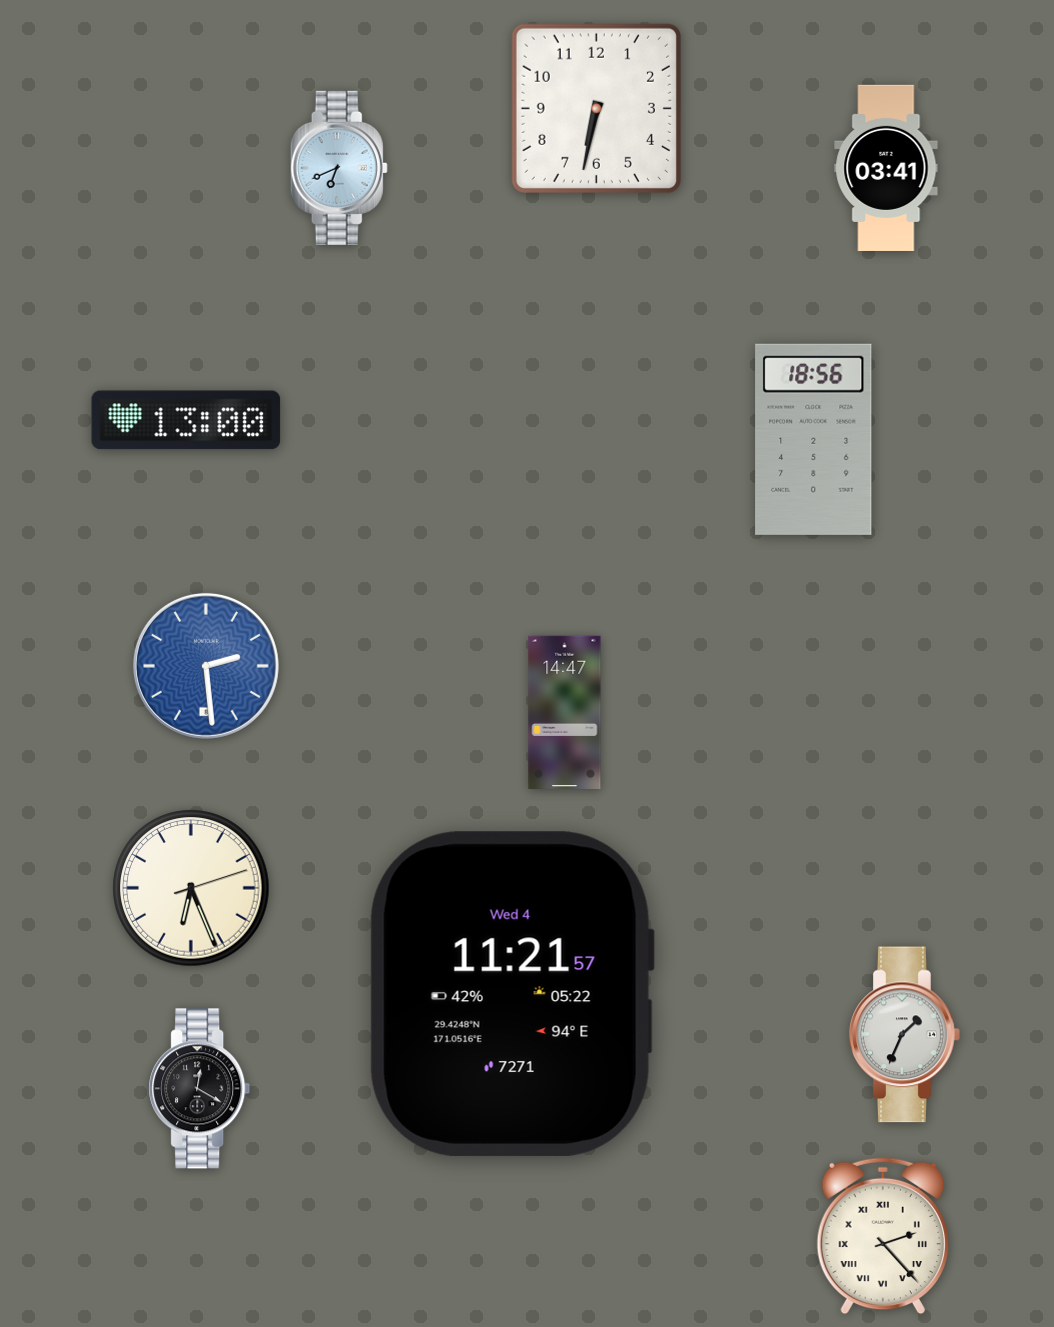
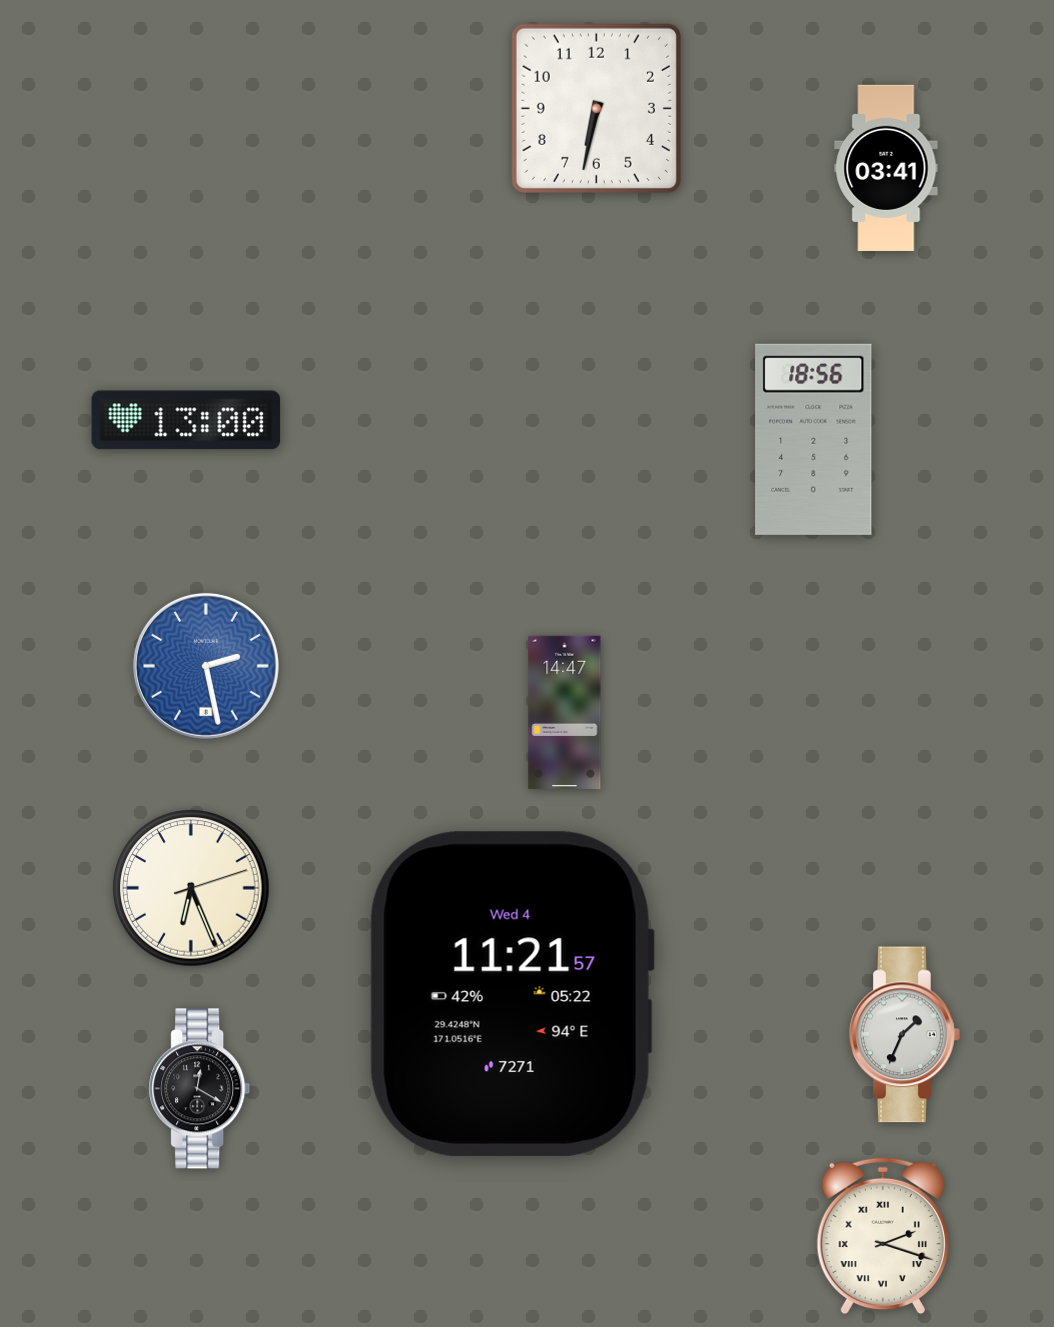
clock at (339, 168): 6:41 -> none
clock at (206, 666): 2:29 -> 2:28
clock at (883, 1236): 2:23 -> 2:18
